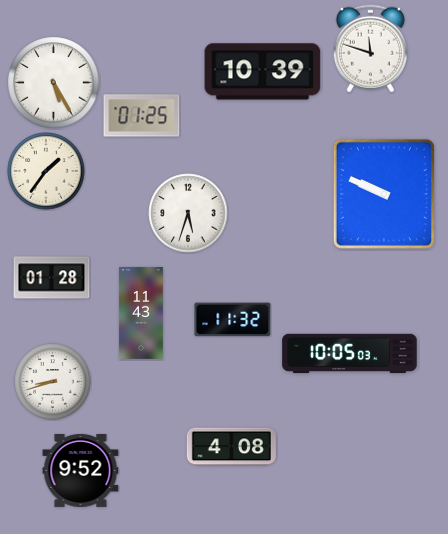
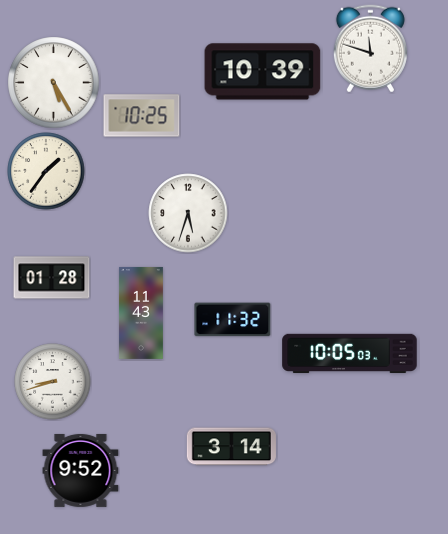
clock at (142, 116): 01:25 -> 10:25
clock at (384, 194): 9:49 -> none
clock at (231, 447): 4:08 -> 3:14
